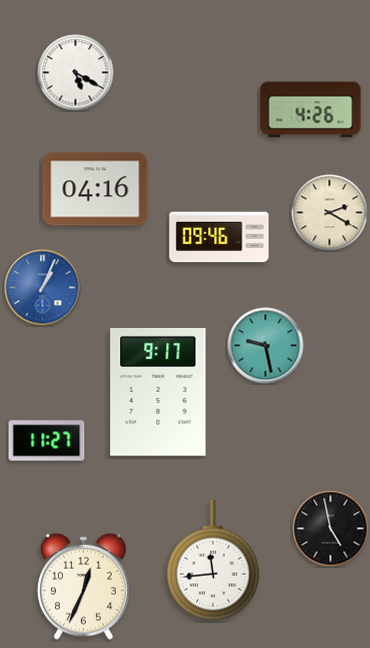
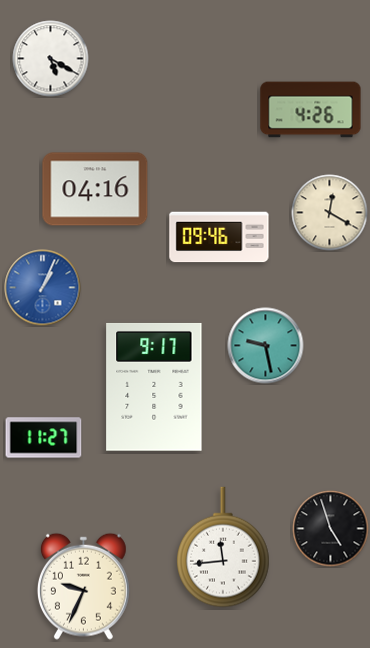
clock at (76, 73) position: (76, 73) -> (51, 59)
clock at (330, 213): 2:20 -> 12:20
clock at (158, 392) position: (158, 392) -> (154, 387)
clock at (47, 441) position: (47, 441) -> (44, 438)
clock at (331, 529): 4:58 -> 4:57
clock at (213, 560) position: (213, 560) -> (223, 547)
clock at (83, 586): 12:34 -> 9:34
